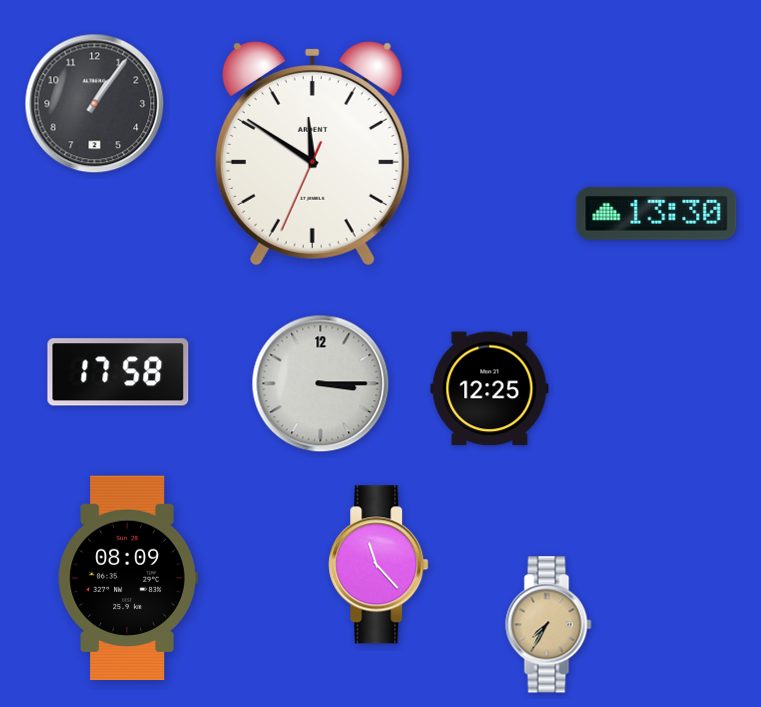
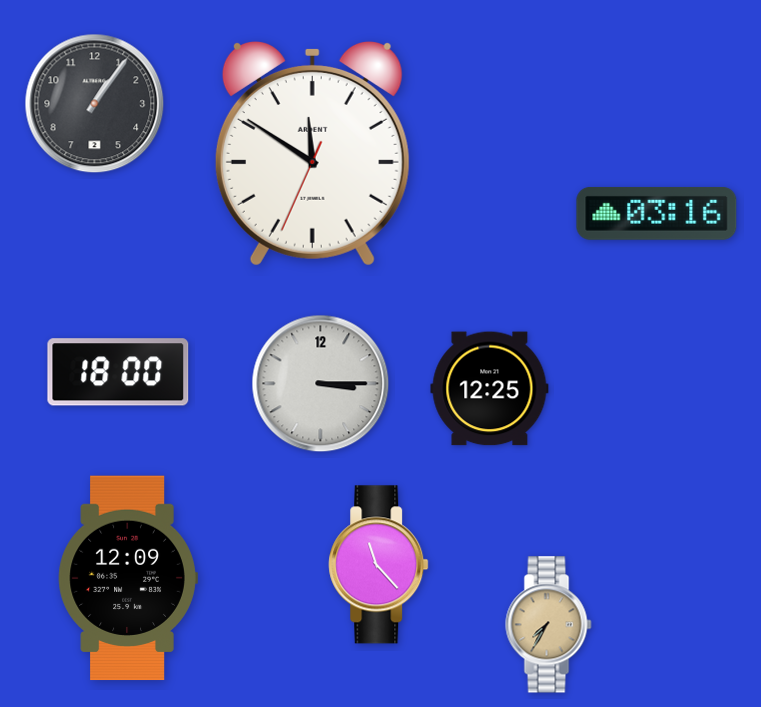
clock at (657, 213): 13:30 -> 03:16
clock at (118, 372): 17:58 -> 18:00
clock at (128, 578): 08:09 -> 12:09
